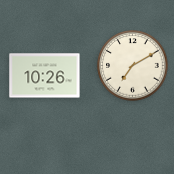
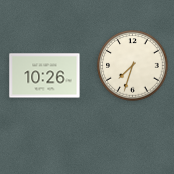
clock at (133, 66): 7:10 -> 7:33
